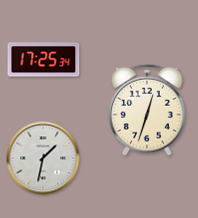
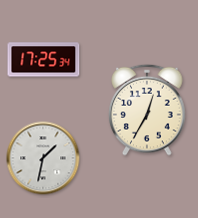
clock at (147, 110): 12:33 -> 12:35
